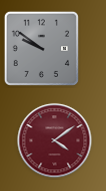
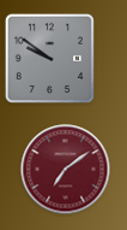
clock at (55, 141): 4:09 -> 7:09
